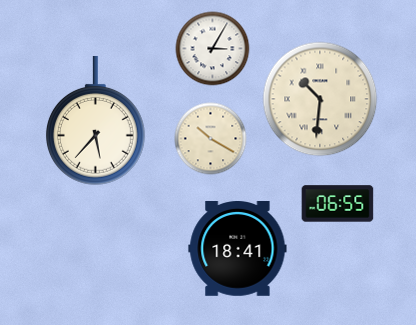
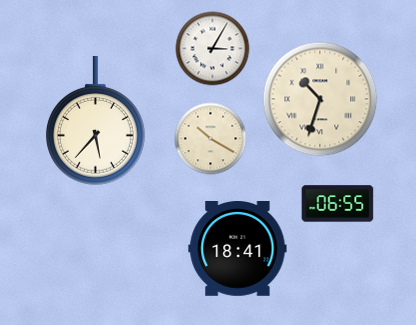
clock at (320, 99): 10:31 -> 10:33
